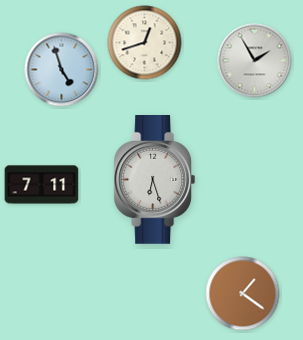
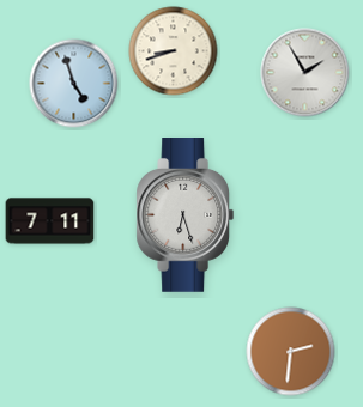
clock at (145, 43): 12:42 -> 8:42
clock at (243, 294): 1:21 -> 2:31
